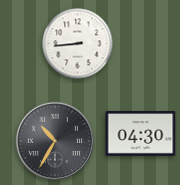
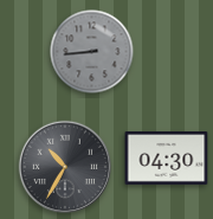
clock at (78, 44) dial: white -> grey
